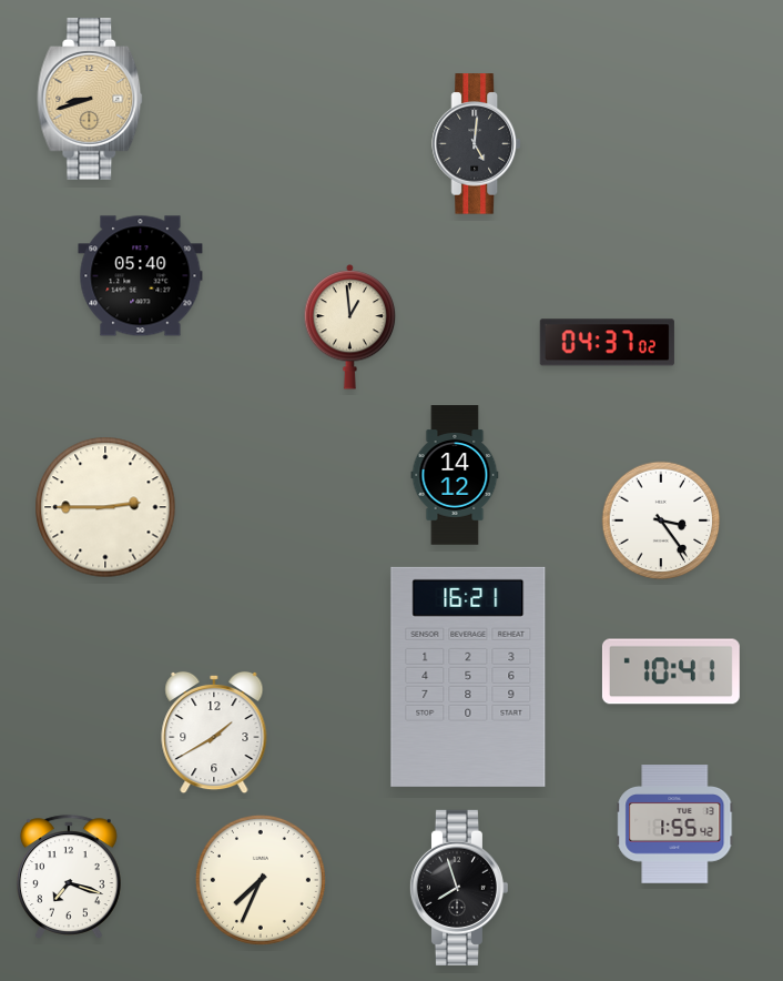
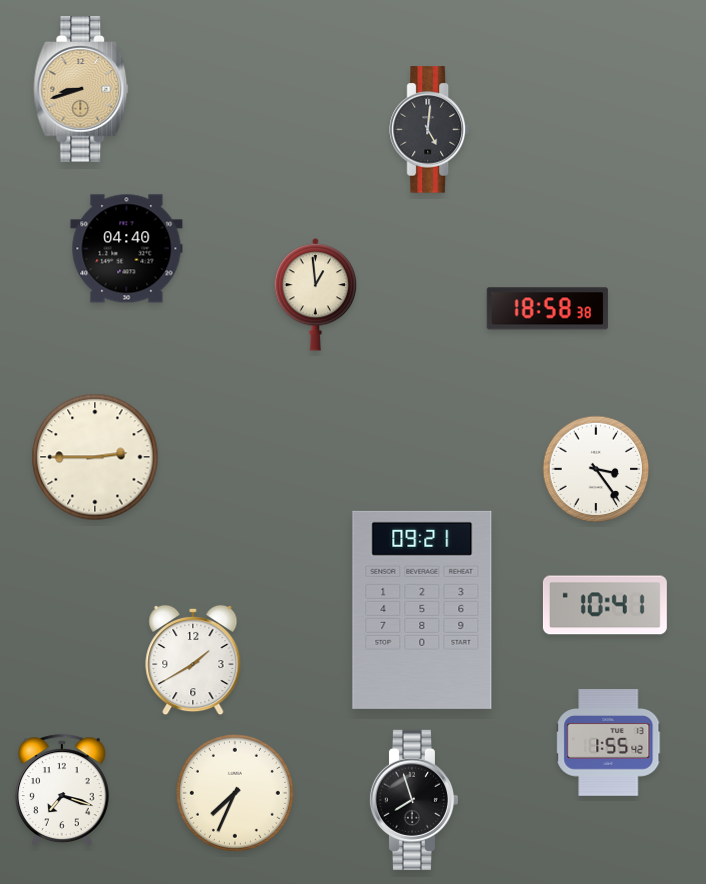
clock at (141, 276): 05:40 -> 04:40
clock at (607, 343): 04:37 -> 18:58
clock at (455, 475): 14:12 -> none
clock at (468, 677): 16:21 -> 09:21
